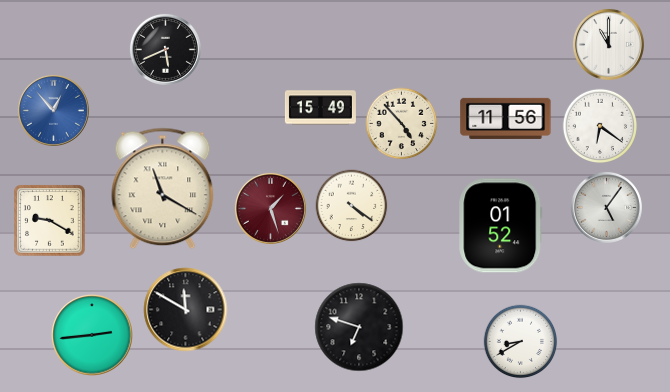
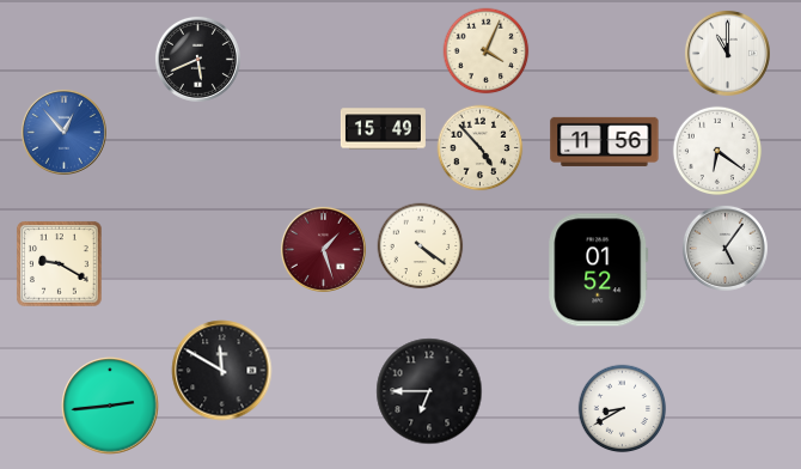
clock at (487, 51): none -> 4:04
clock at (163, 189): 11:20 -> none
clock at (359, 327): 6:48 -> 6:45
clock at (92, 335) position: (92, 335) -> (110, 406)
